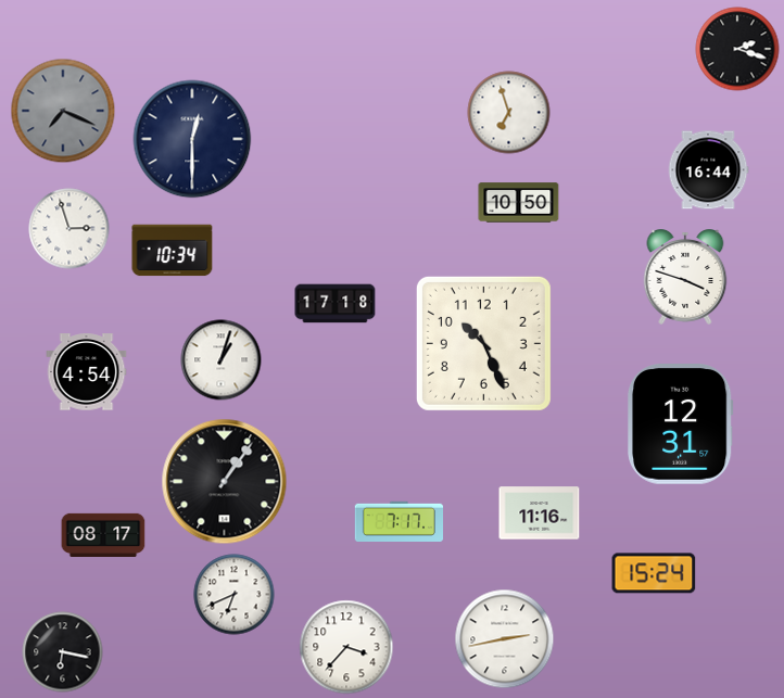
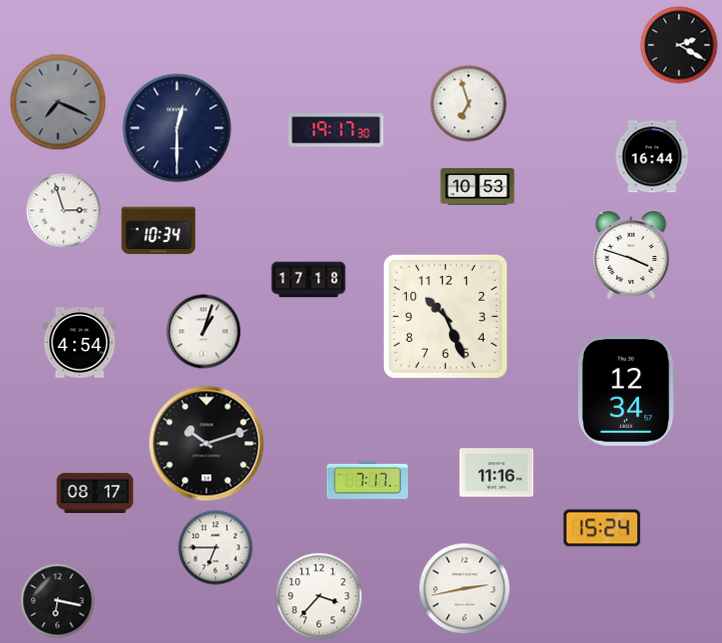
clock at (737, 49): 2:18 -> 2:20
clock at (336, 130): none -> 19:17
clock at (519, 203): 10:50 -> 10:53
clock at (681, 424): 12:31 -> 12:34
clock at (225, 482): 1:06 -> 10:12
clock at (235, 595): 6:41 -> 6:45
